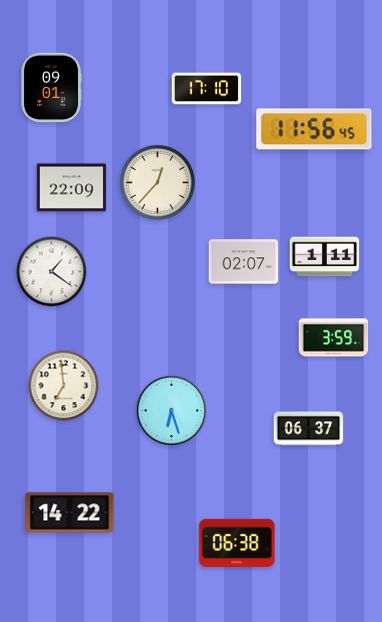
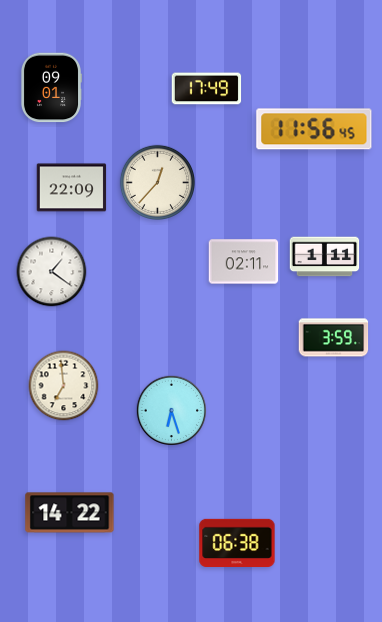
clock at (207, 89): 17:10 -> 17:49
clock at (244, 262): 02:07 -> 02:11
clock at (309, 429): 06:37 -> none
